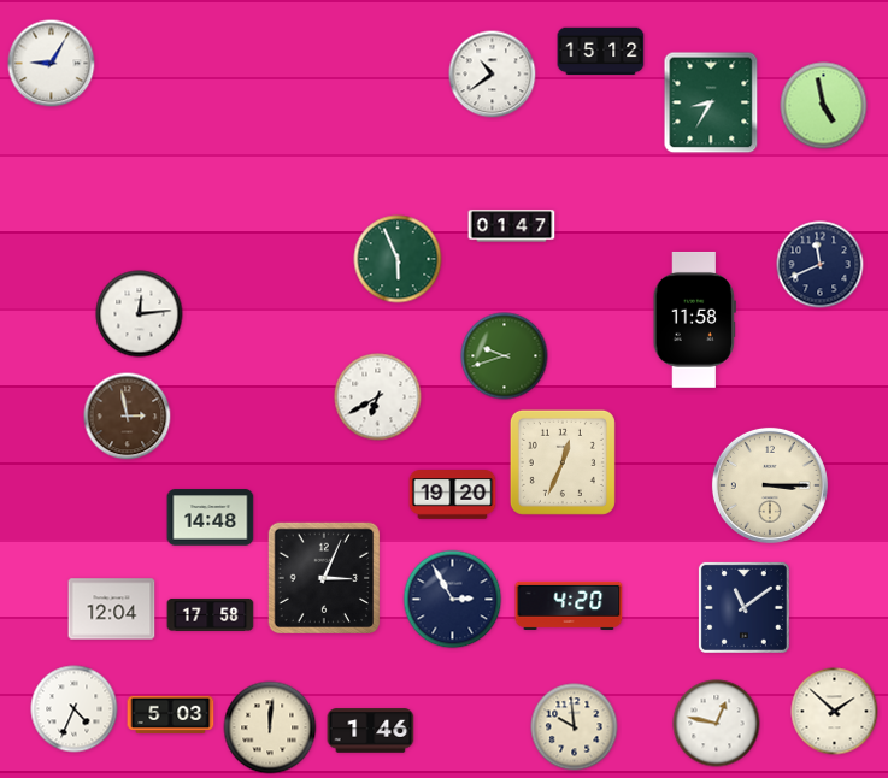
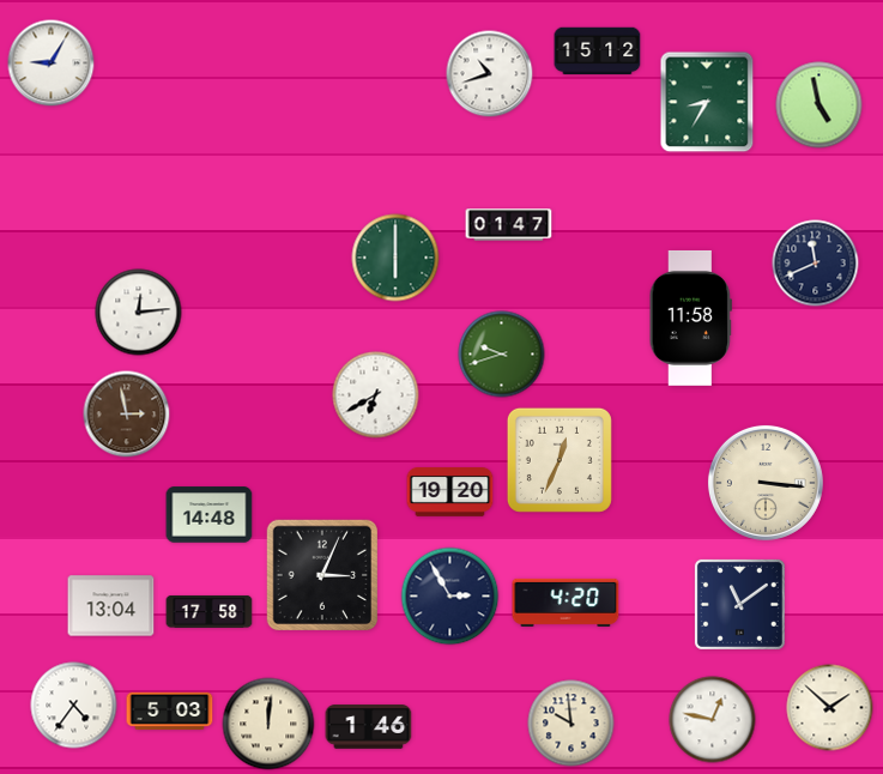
clock at (493, 75): 10:39 -> 10:42
clock at (398, 259): 5:56 -> 6:00
clock at (770, 485): 3:15 -> 3:16
clock at (112, 609): 12:04 -> 13:04
clock at (75, 709): 4:34 -> 4:36
